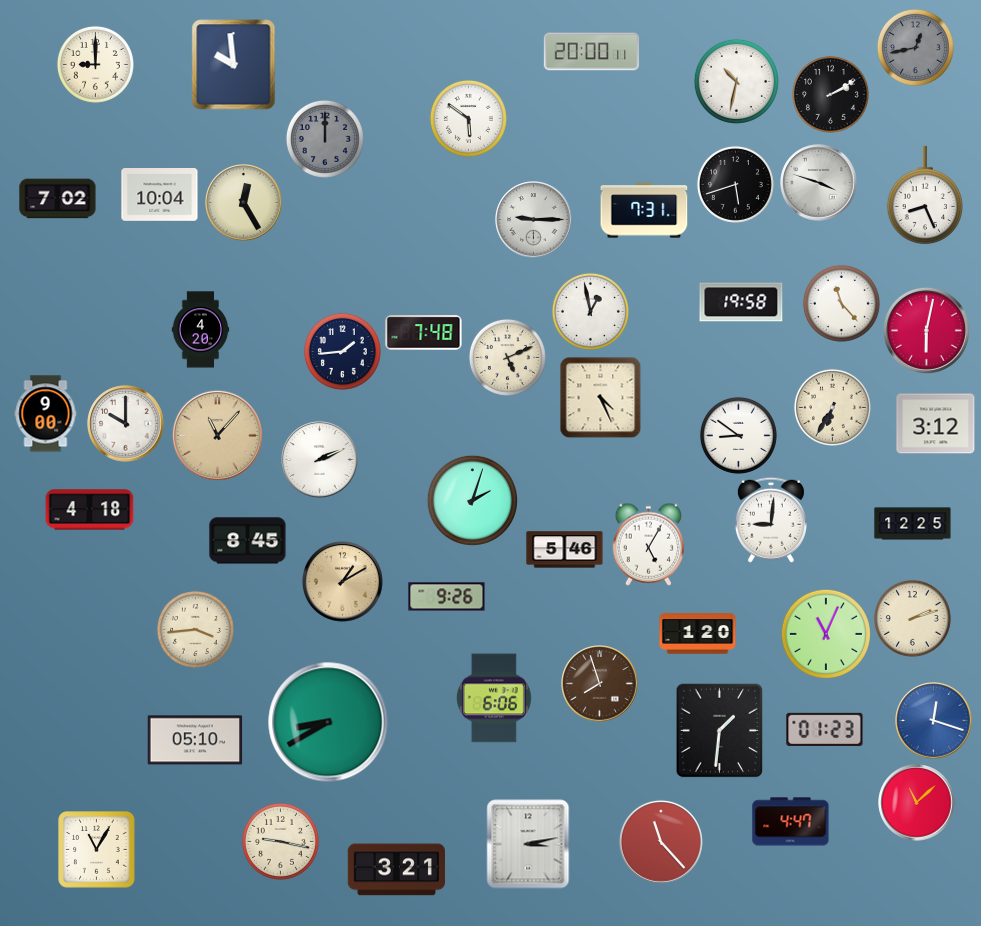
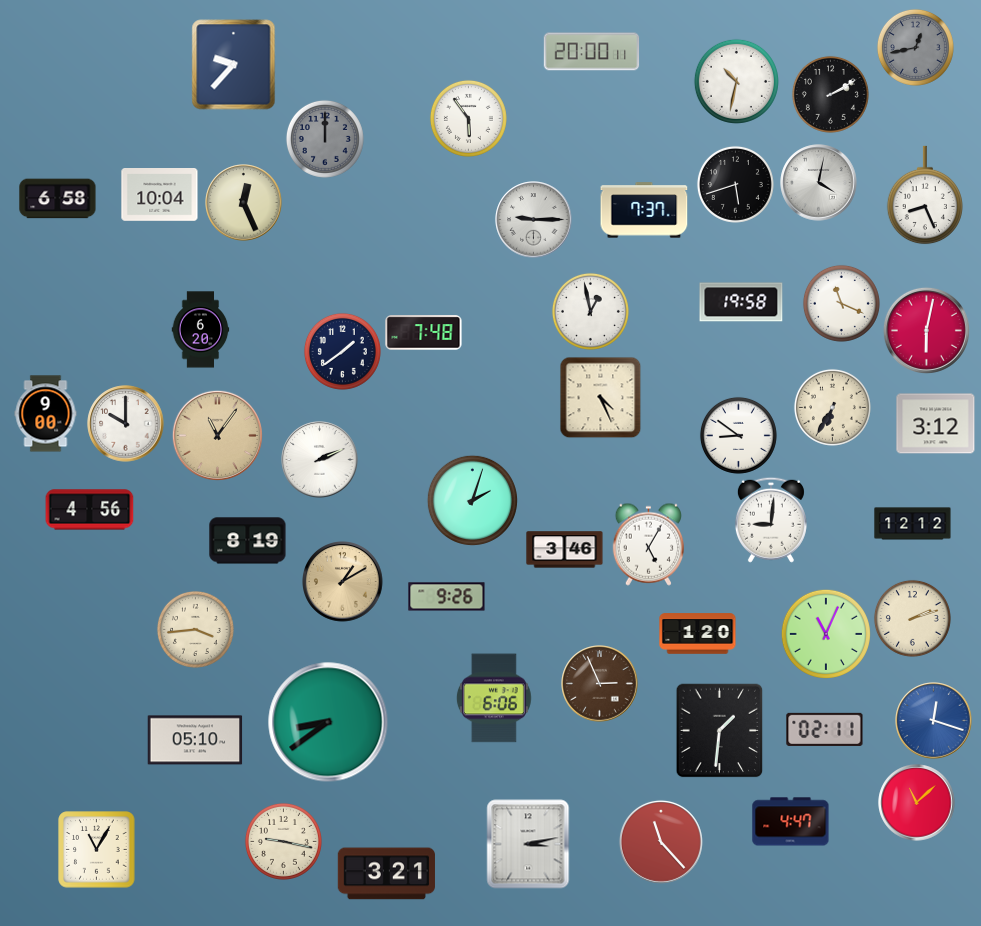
clock at (95, 64): 9:00 -> none
clock at (234, 65): 9:59 -> 9:37
clock at (468, 118): 5:51 -> 5:54
clock at (819, 183): 3:48 -> 4:02
clock at (58, 199): 7:02 -> 6:58
clock at (244, 203): 12:25 -> 12:26
clock at (644, 210): 7:31 -> 7:37
clock at (841, 303): 11:23 -> 11:19
clock at (201, 330): 4:20 -> 6:20
clock at (342, 351): 1:44 -> 1:39
clock at (507, 357): 5:11 -> none
clock at (217, 435): 11:07 -> 11:06
clock at (90, 510): 4:18 -> 4:56
clock at (913, 524): 12:25 -> 12:12
clock at (248, 541): 8:45 -> 8:19
clock at (565, 550): 5:46 -> 3:46
clock at (600, 684): 7:57 -> 2:56
clock at (328, 722): 8:40 -> 8:39
clock at (825, 729): 01:23 -> 02:11
clock at (280, 841) position: (280, 841) -> (283, 841)
clock at (396, 870) position: (396, 870) -> (386, 874)
